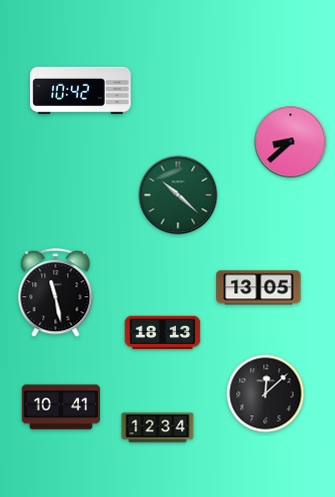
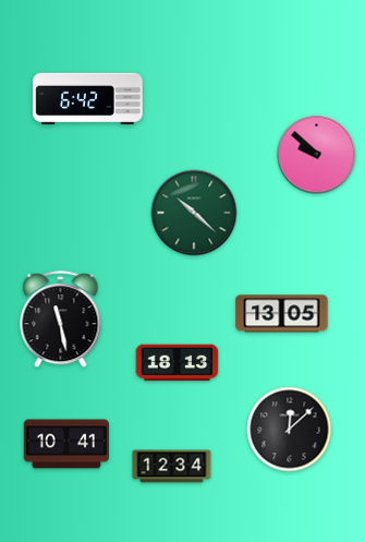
clock at (81, 91): 10:42 -> 6:42
clock at (291, 142): 8:38 -> 9:52
